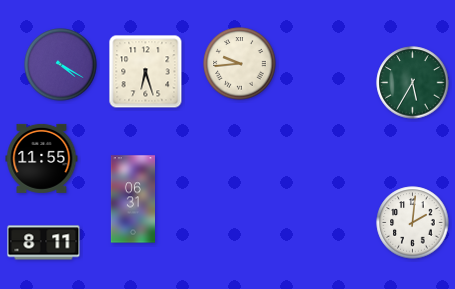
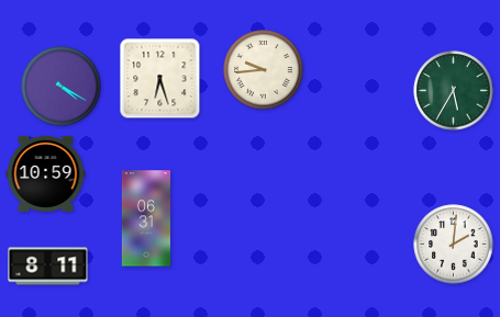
clock at (61, 65) position: (61, 65) -> (62, 87)
clock at (42, 158): 11:55 -> 10:59
